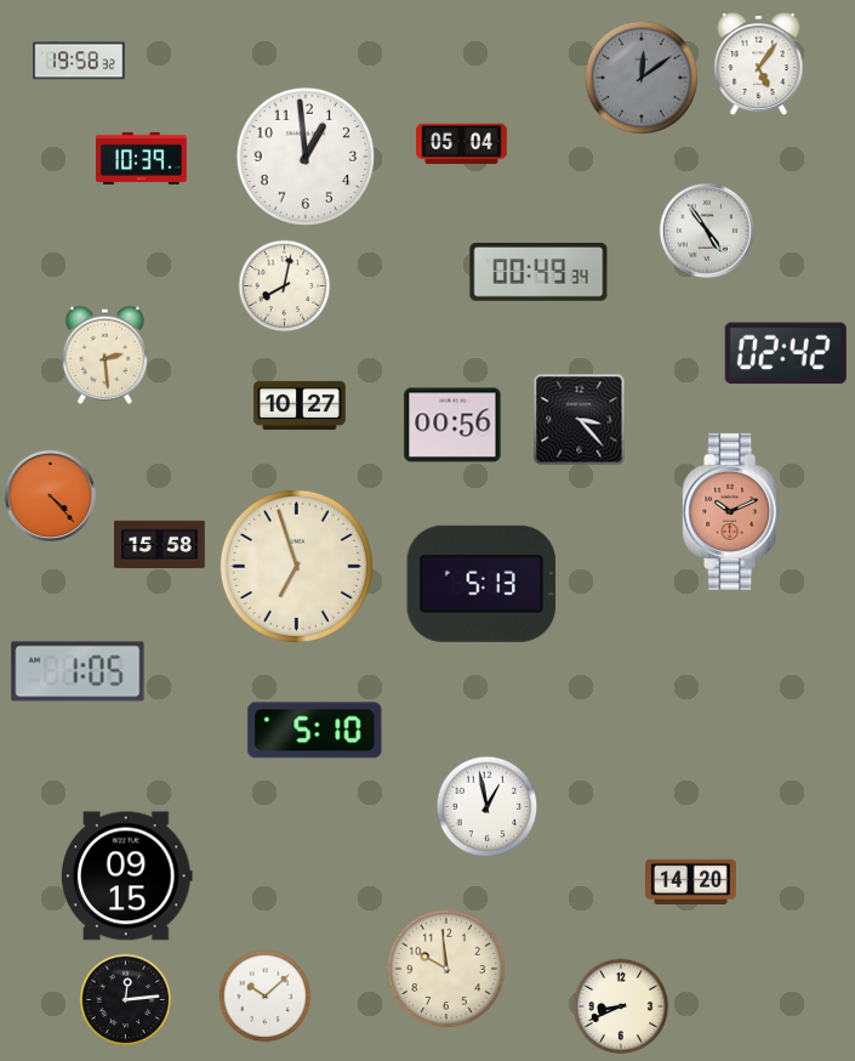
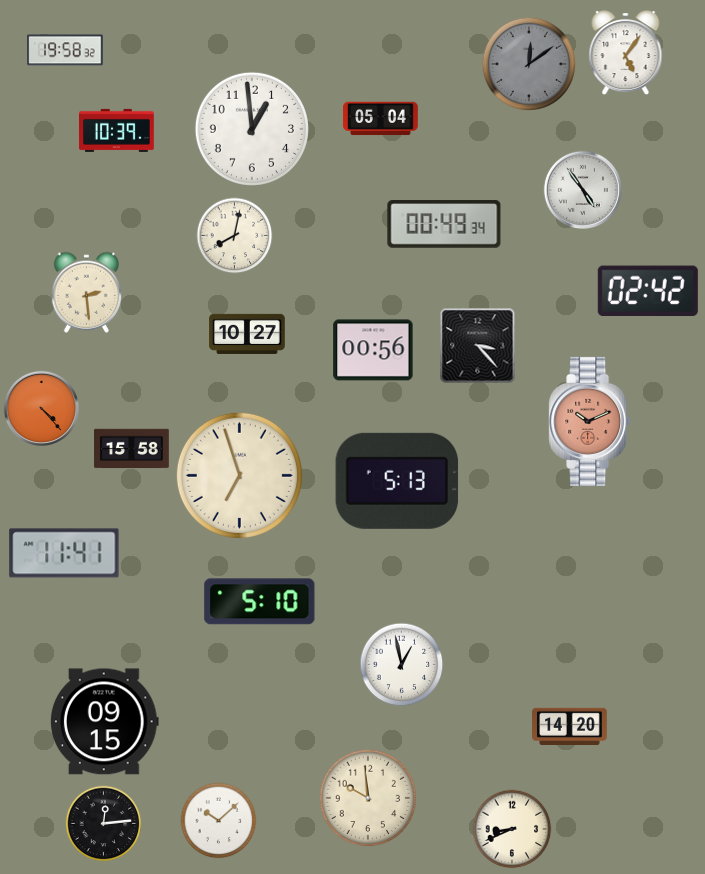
clock at (733, 511) position: (733, 511) -> (590, 421)
clock at (296, 566) position: (296, 566) -> (239, 475)
clock at (78, 671): 1:05 -> 11:41
